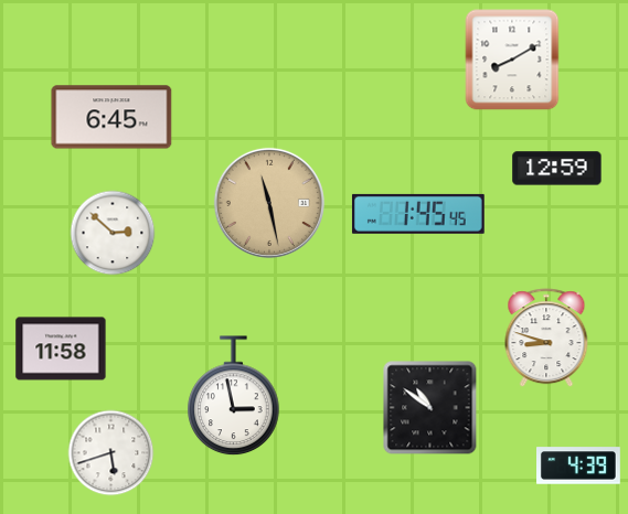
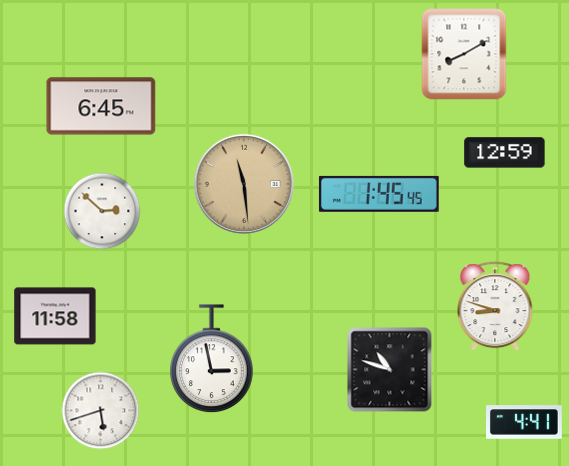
clock at (269, 203): 11:28 -> 11:29
clock at (430, 408): 10:51 -> 10:48
clock at (579, 465): 4:39 -> 4:41
